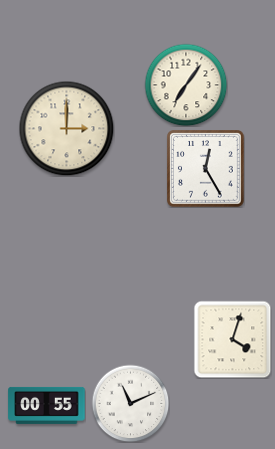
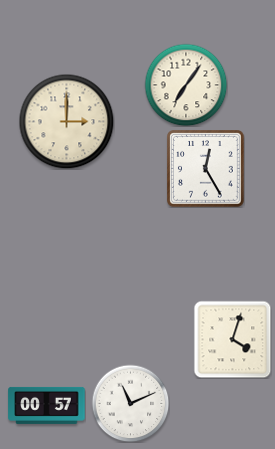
clock at (66, 128) position: (66, 128) -> (66, 121)
clock at (47, 405): 00:55 -> 00:57
